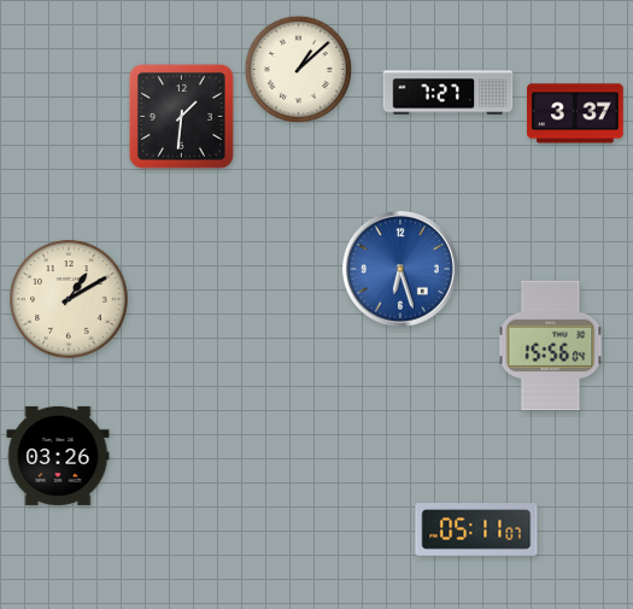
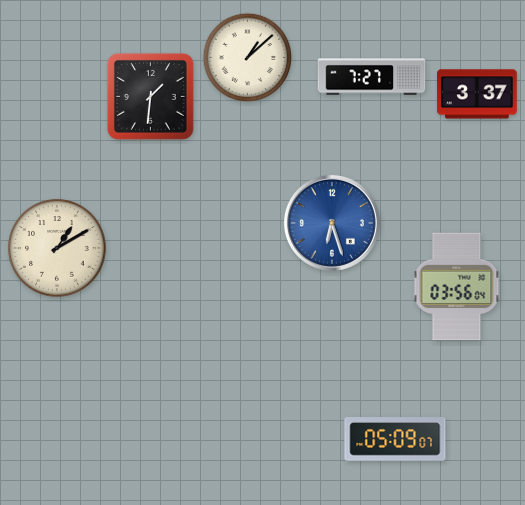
clock at (551, 346): 15:56 -> 03:56
clock at (58, 456): 03:26 -> none
clock at (476, 531): 05:11 -> 05:09
